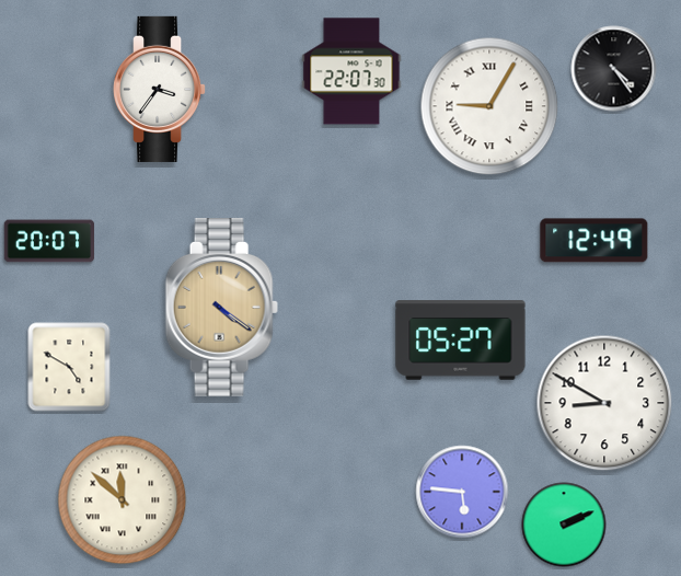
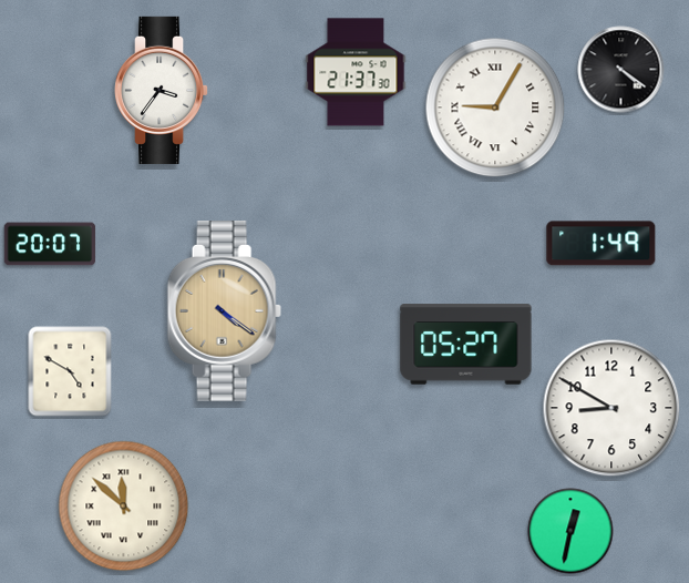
clock at (614, 69): 4:24 -> 4:21
clock at (351, 71): 22:07 -> 21:37
clock at (595, 241): 12:49 -> 1:49
clock at (462, 492): 5:46 -> none
clock at (564, 525): 2:11 -> 12:32
